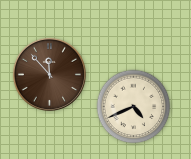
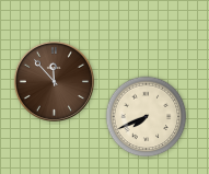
clock at (134, 107): 4:41 -> 7:41
